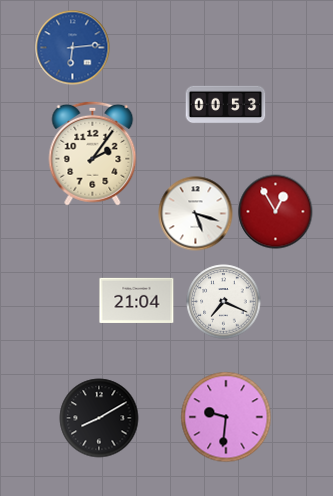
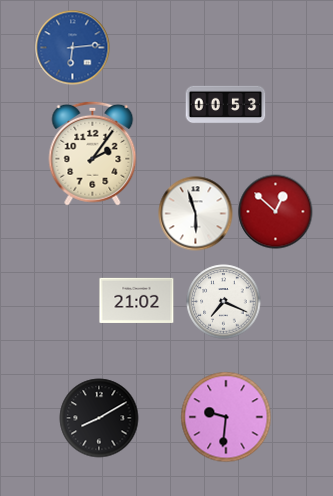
clock at (276, 212): 12:55 -> 12:52
clock at (196, 214): 5:18 -> 5:57
clock at (137, 300): 21:04 -> 21:02
